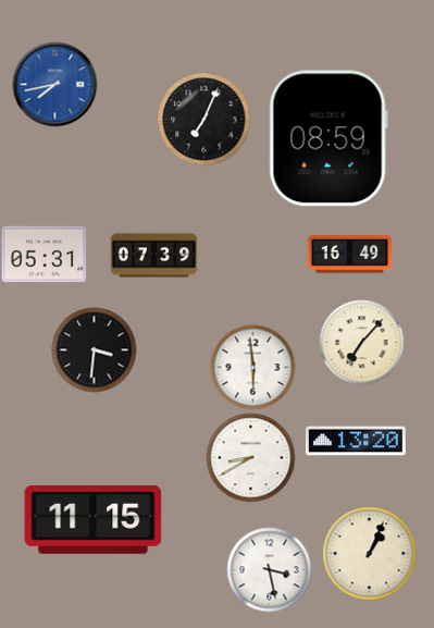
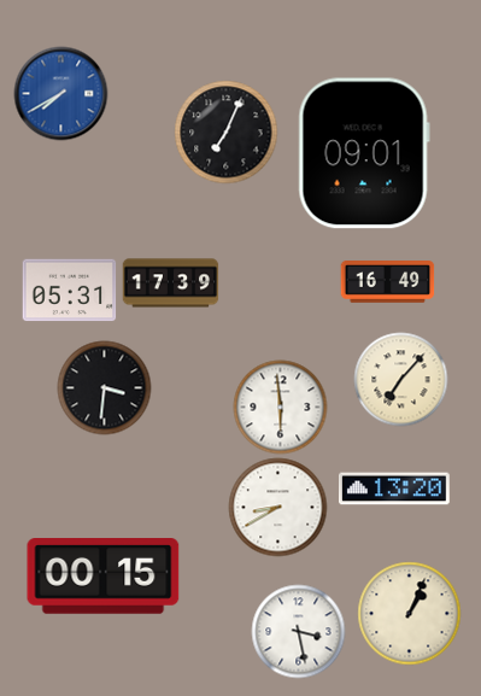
clock at (54, 84): 7:43 -> 7:40
clock at (328, 138): 08:59 -> 09:01
clock at (44, 255) position: (44, 255) -> (69, 291)
clock at (153, 256): 07:39 -> 17:39
clock at (94, 520): 11:15 -> 00:15
